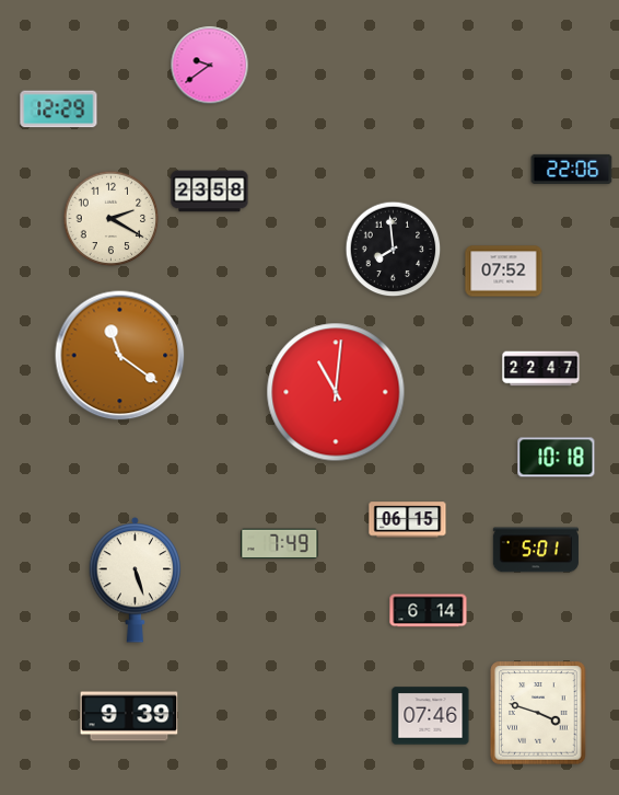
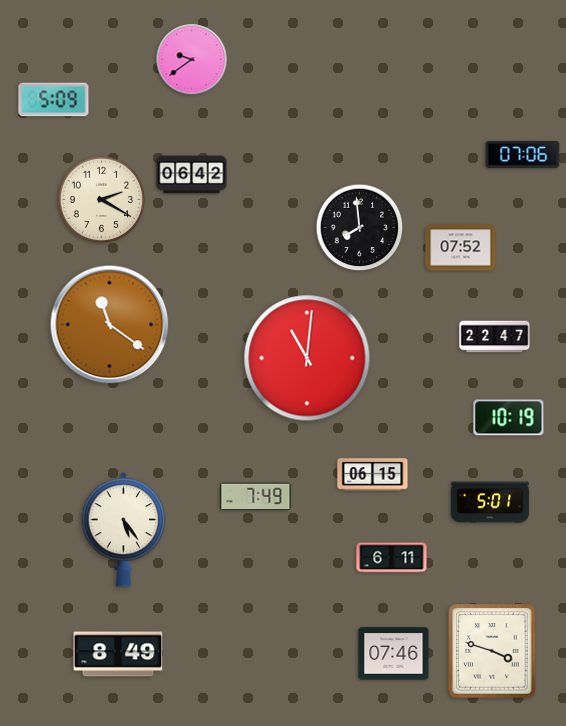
clock at (59, 110): 12:29 -> 5:09
clock at (572, 169): 22:06 -> 07:06
clock at (210, 192): 23:58 -> 06:42
clock at (557, 458): 10:18 -> 10:19
clock at (136, 580): 5:27 -> 5:24
clock at (429, 611): 6:14 -> 6:11
clock at (129, 716): 9:39 -> 8:49
